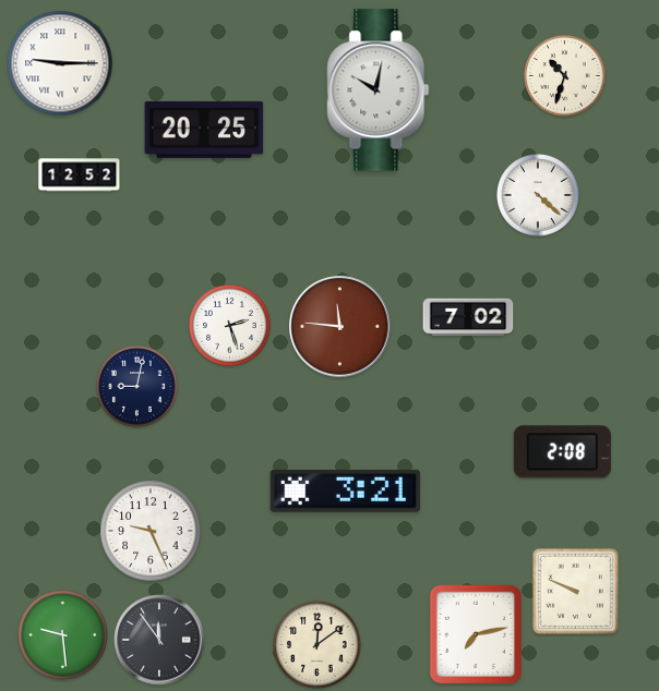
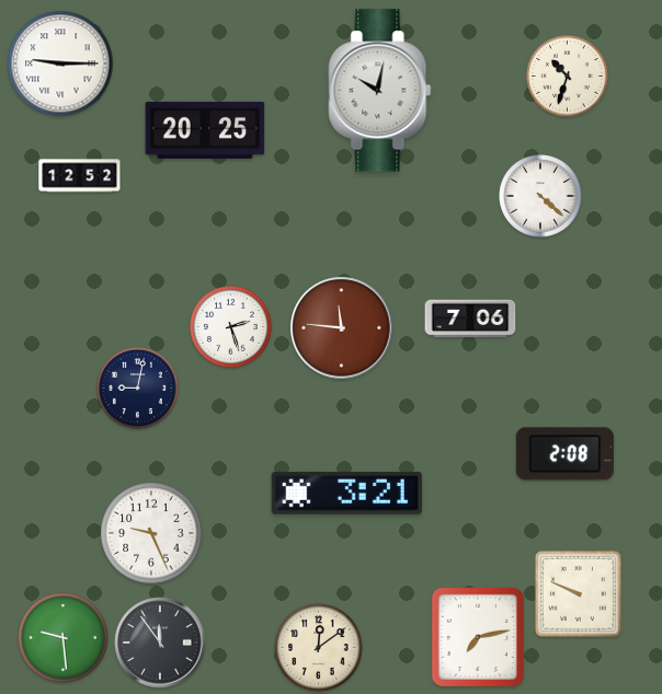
clock at (468, 317): 7:02 -> 7:06
